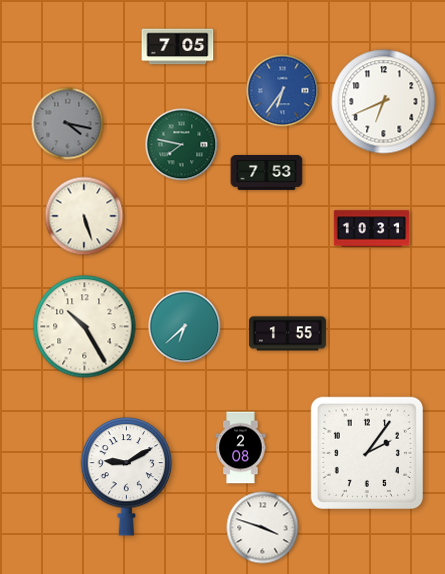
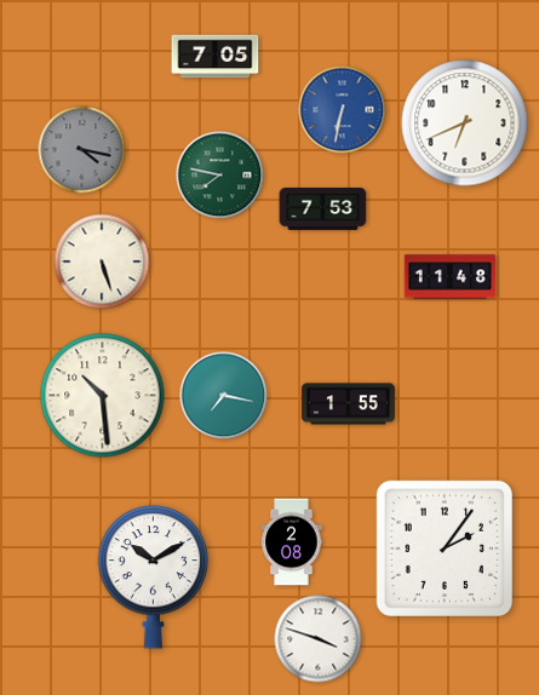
clock at (283, 91): 6:36 -> 6:32
clock at (372, 229): 10:31 -> 11:48
clock at (85, 327): 10:25 -> 10:29
clock at (185, 327): 6:38 -> 7:17
clock at (127, 476): 9:10 -> 10:10
